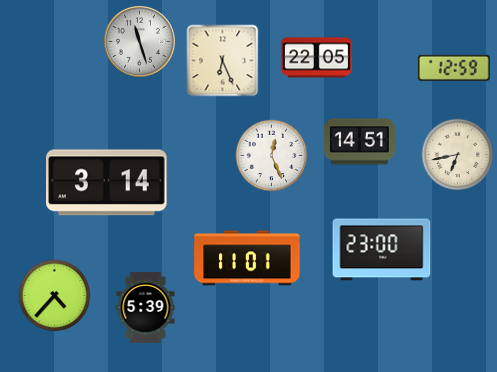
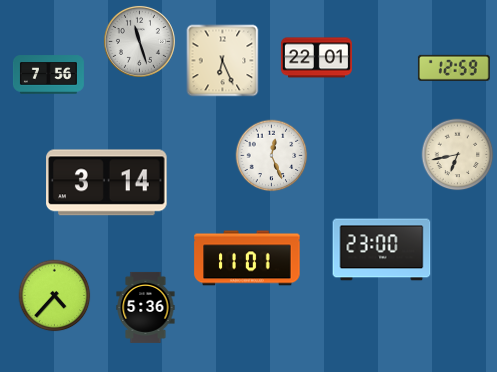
clock at (316, 58): 22:05 -> 22:01
clock at (48, 75): none -> 7:56
clock at (359, 142): 14:51 -> none
clock at (146, 307): 5:39 -> 5:36
